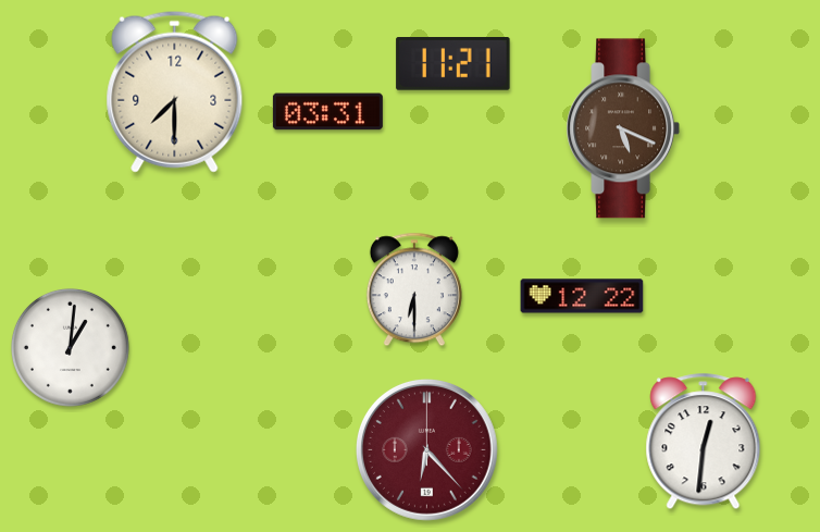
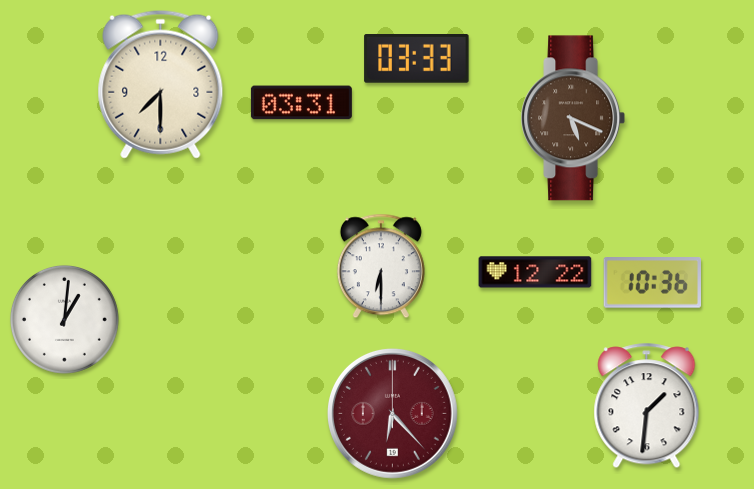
clock at (454, 64): 11:21 -> 03:33
clock at (652, 283): none -> 10:36
clock at (704, 442): 12:31 -> 1:31
